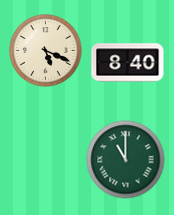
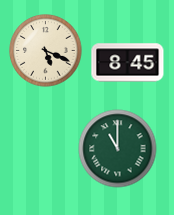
clock at (128, 63): 8:40 -> 8:45
clock at (126, 160) position: (126, 160) -> (118, 149)
